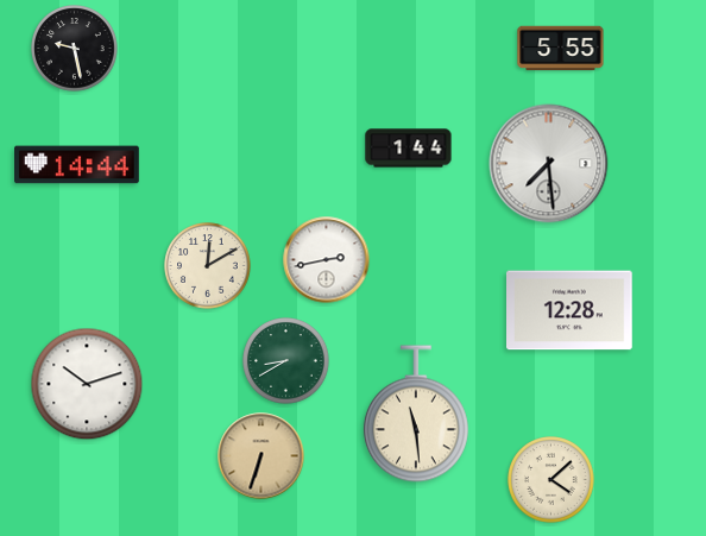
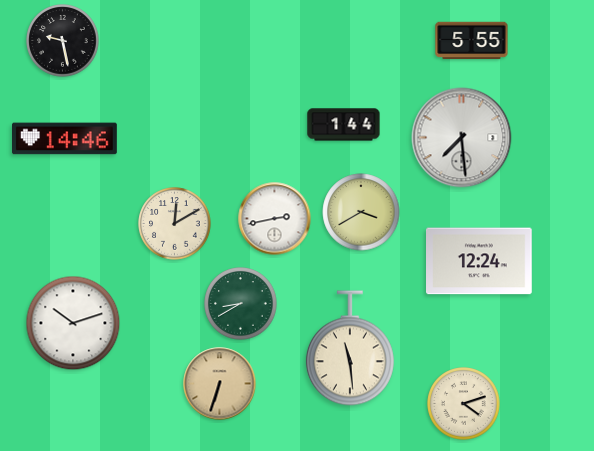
clock at (77, 165): 14:44 -> 14:46
clock at (361, 212): none -> 3:40
clock at (571, 310): 12:28 -> 12:24
clock at (551, 480): 4:08 -> 4:12
